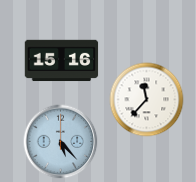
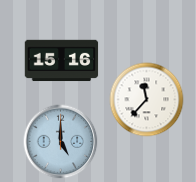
clock at (61, 142): 5:23 -> 5:00
